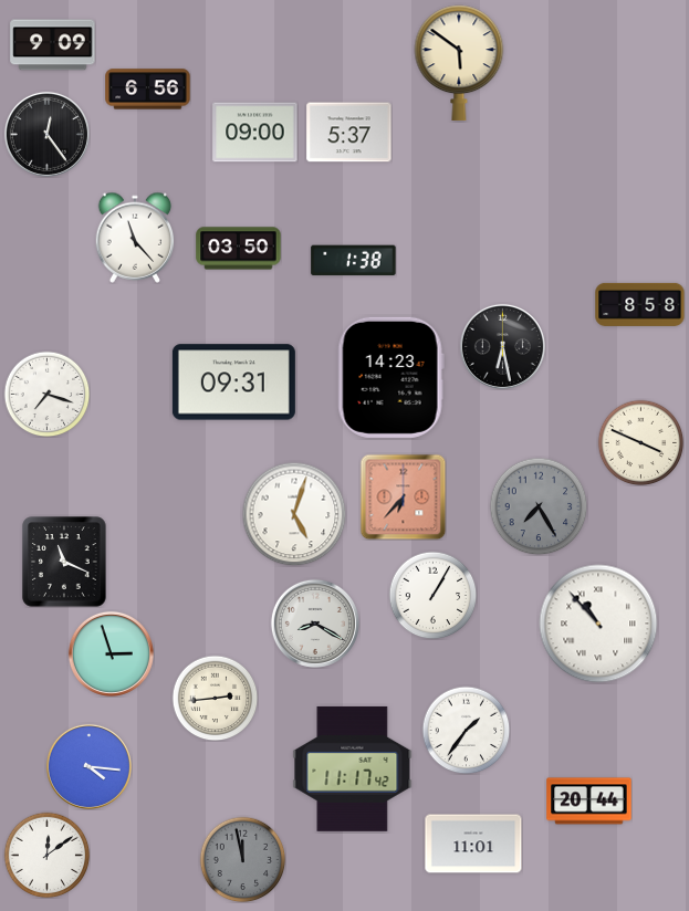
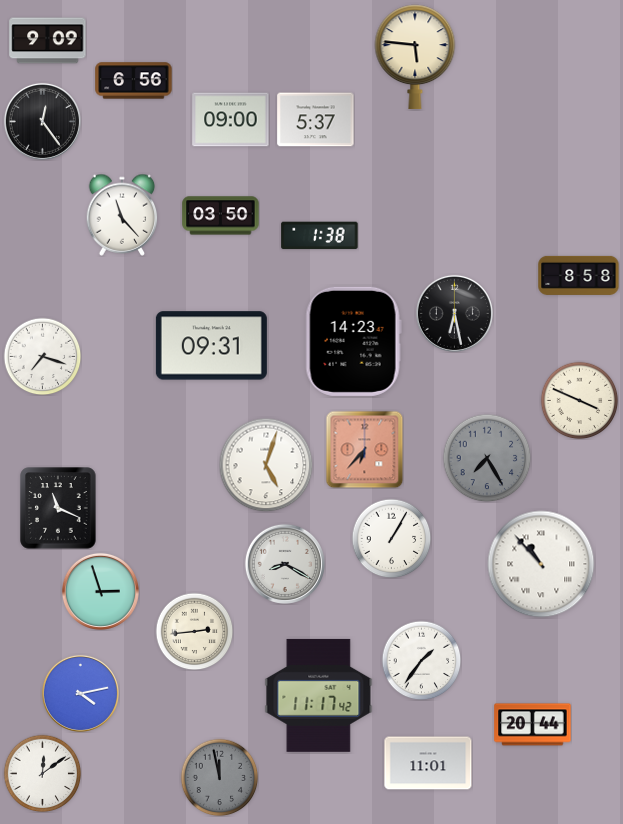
clock at (459, 63): 5:51 -> 5:46
clock at (239, 249) position: (239, 249) -> (221, 216)
clock at (88, 766): 4:16 -> 4:13
